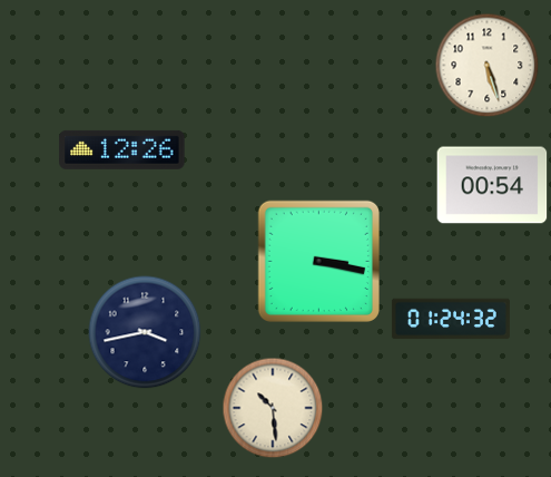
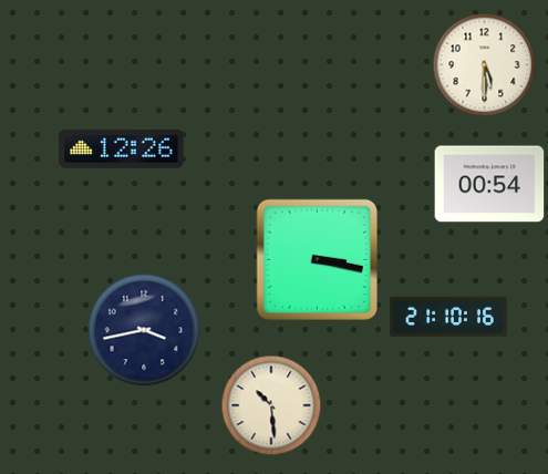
clock at (488, 66): 5:27 -> 5:30
clock at (451, 319): 01:24 -> 21:10
